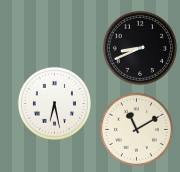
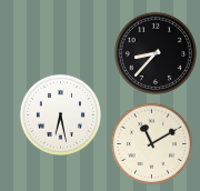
clock at (140, 48): 8:41 -> 8:37
